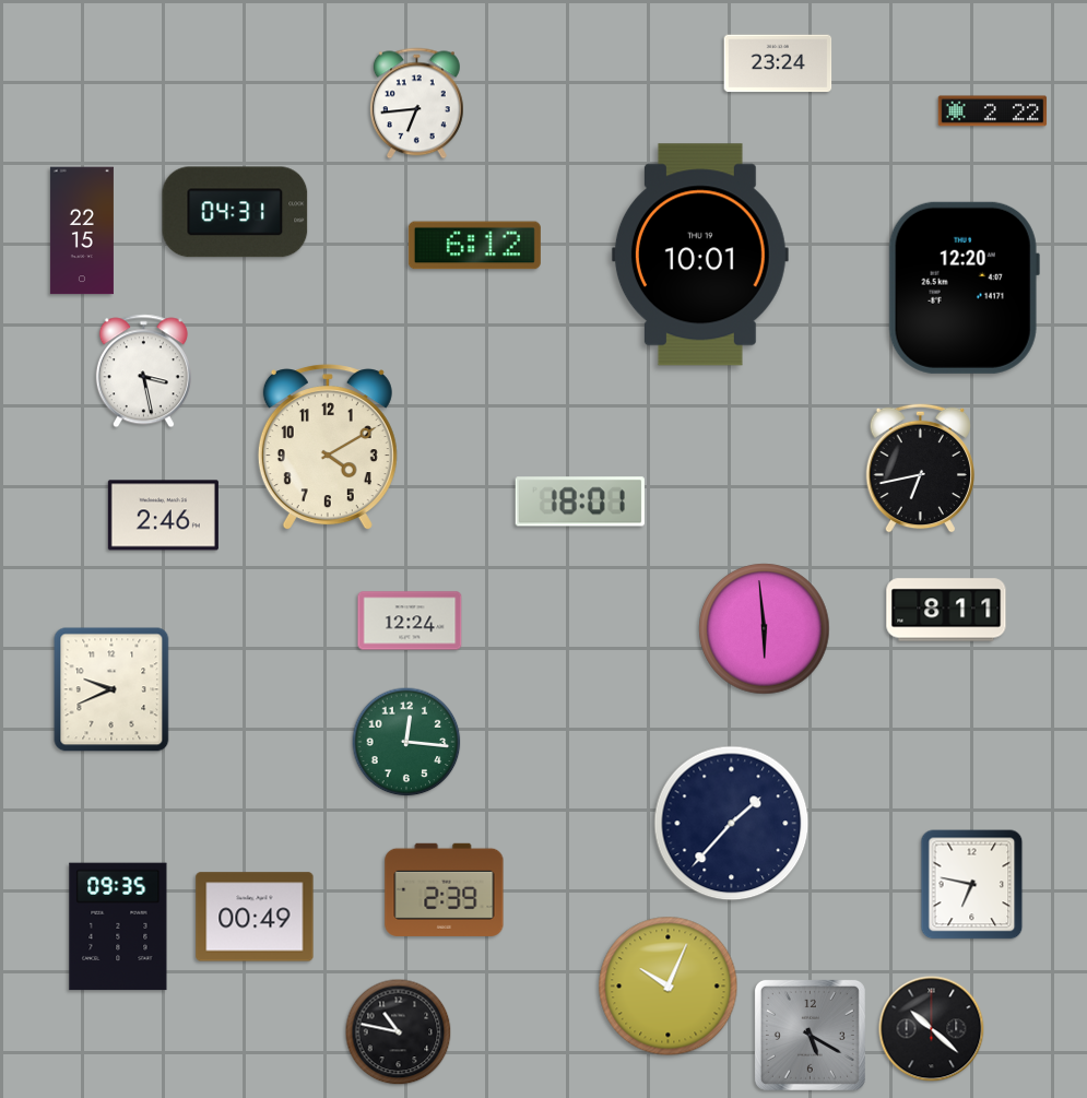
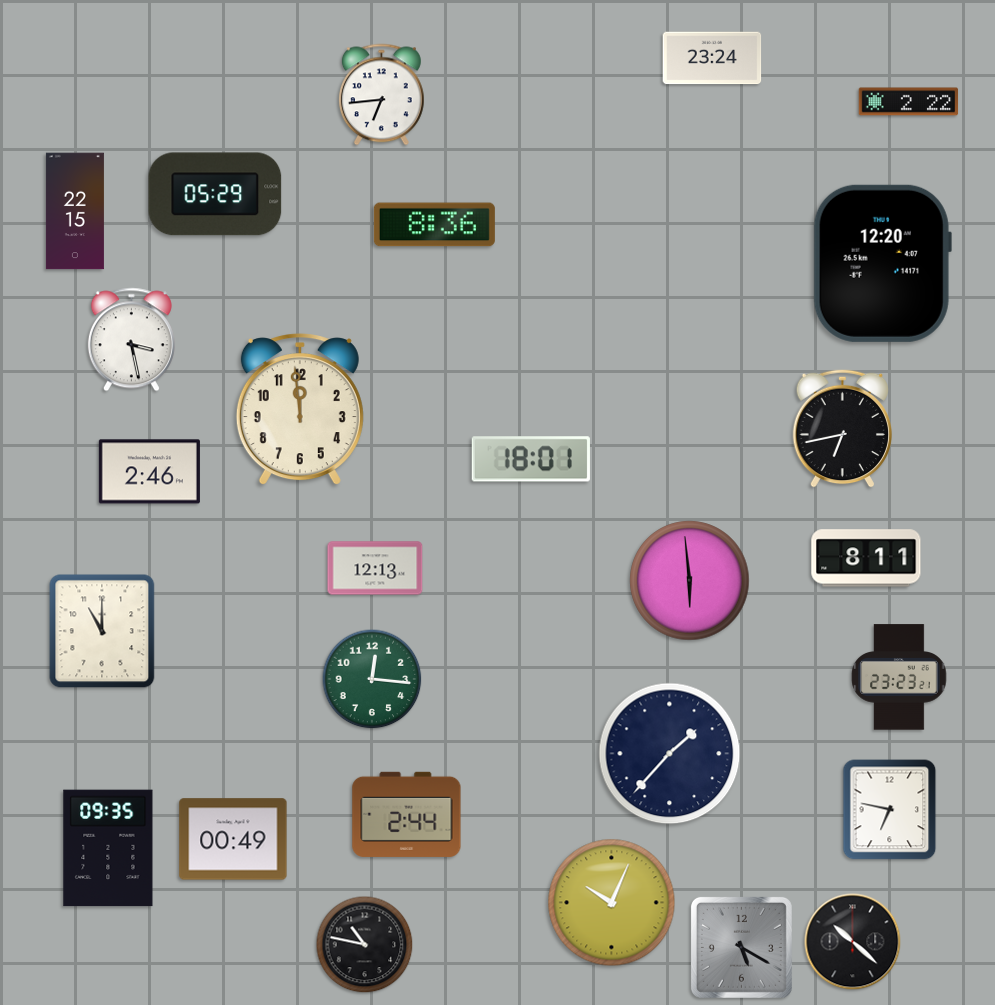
clock at (235, 212): 04:31 -> 05:29
clock at (474, 246): 6:12 -> 8:36
clock at (700, 255): 10:01 -> none
clock at (328, 448): 4:10 -> 11:59
clock at (410, 621): 12:24 -> 12:13
clock at (765, 629) position: (765, 629) -> (690, 581)
clock at (111, 689): 9:41 -> 11:00
clock at (899, 677): none -> 23:23
clock at (445, 889): 2:39 -> 2:44
